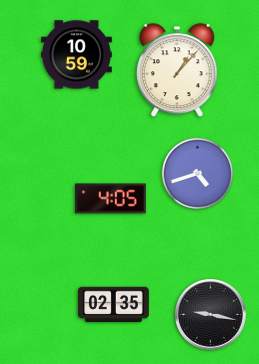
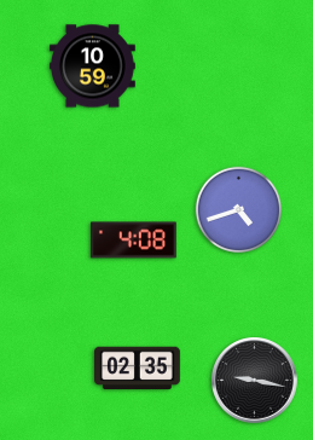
clock at (177, 71): 1:07 -> none
clock at (111, 199): 4:05 -> 4:08
